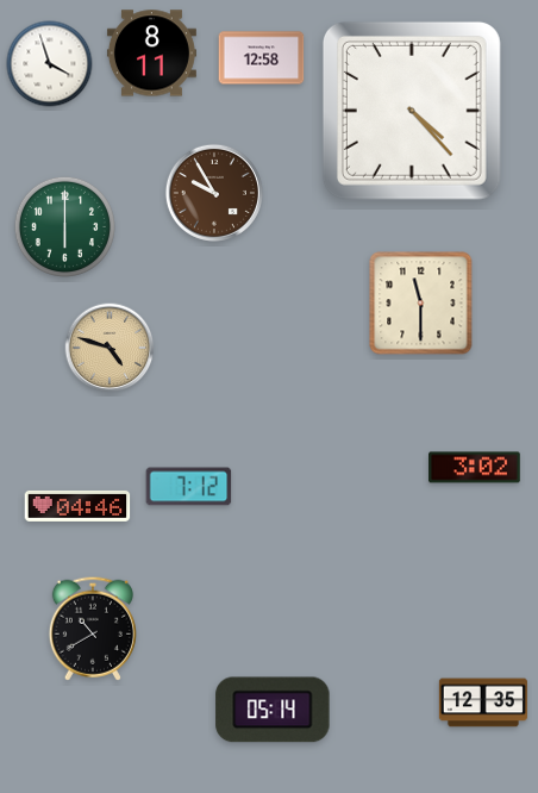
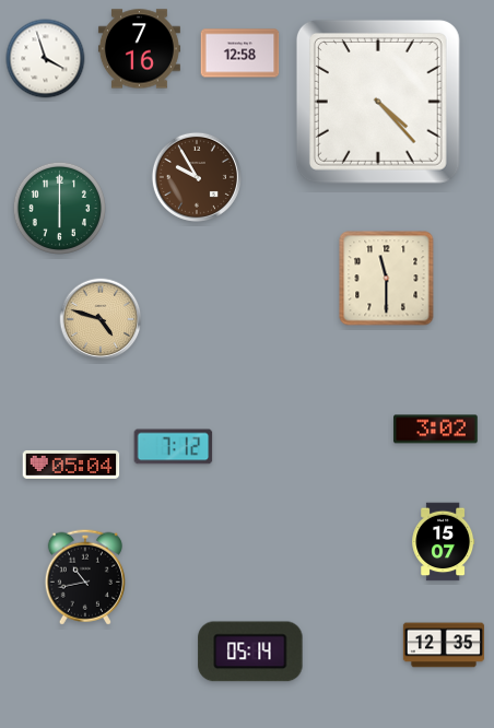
clock at (151, 54): 8:11 -> 7:16
clock at (77, 506): 04:46 -> 05:04
clock at (444, 542): none -> 15:07
clock at (93, 629): 10:40 -> 10:43
